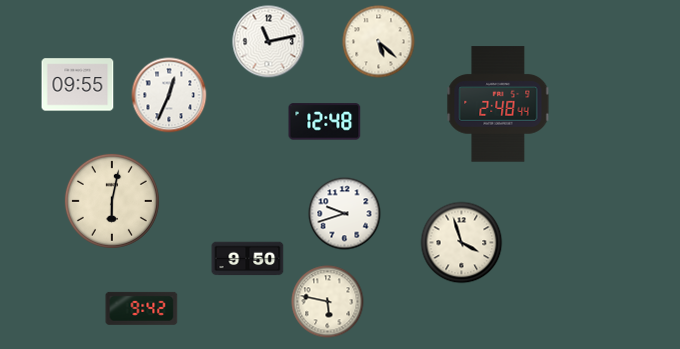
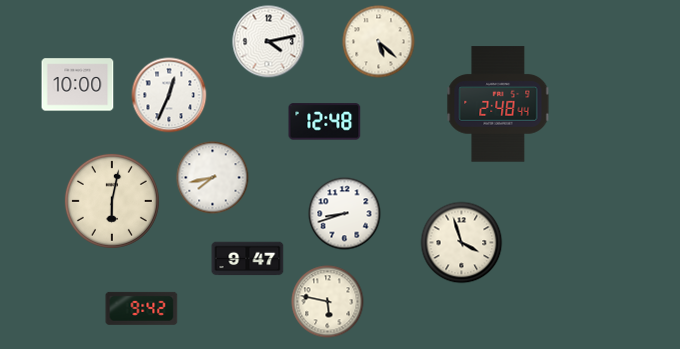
clock at (269, 42): 11:13 -> 4:13
clock at (78, 85): 09:55 -> 10:00
clock at (213, 178): none -> 7:43
clock at (345, 214): 9:42 -> 8:42
clock at (248, 259): 9:50 -> 9:47
